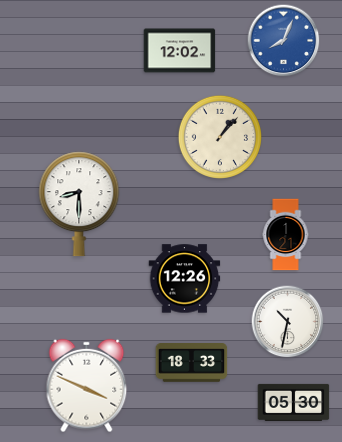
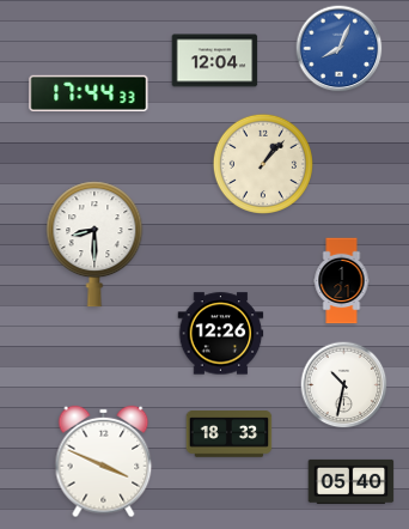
clock at (180, 51): 12:02 -> 12:04
clock at (88, 93): none -> 17:44
clock at (294, 402): 05:30 -> 05:40
